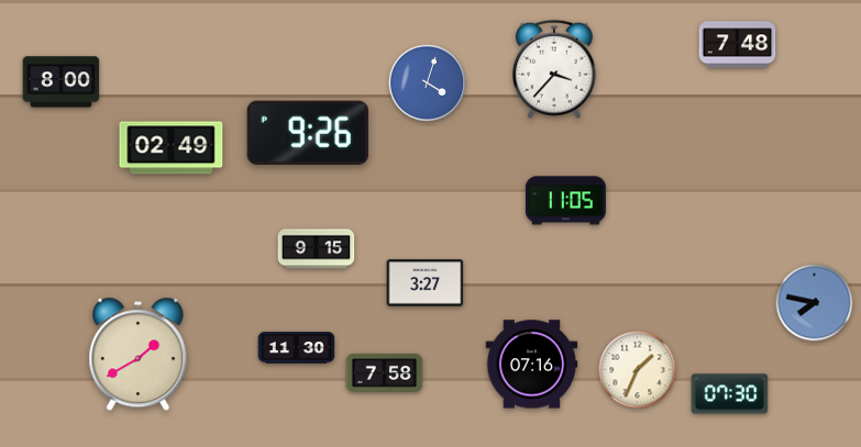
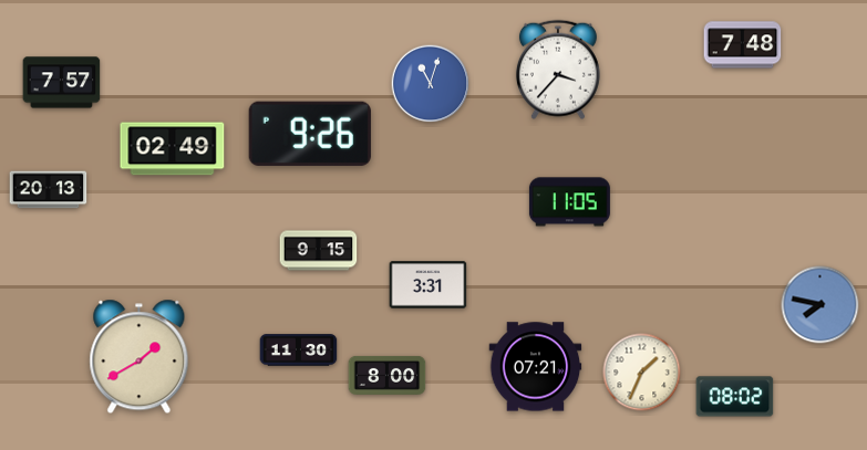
clock at (62, 82): 8:00 -> 7:57
clock at (428, 83): 4:03 -> 11:03
clock at (49, 190): none -> 20:13
clock at (426, 283): 3:27 -> 3:31
clock at (532, 365): 07:16 -> 07:21
clock at (385, 372): 7:58 -> 8:00
clock at (730, 394): 07:30 -> 08:02
